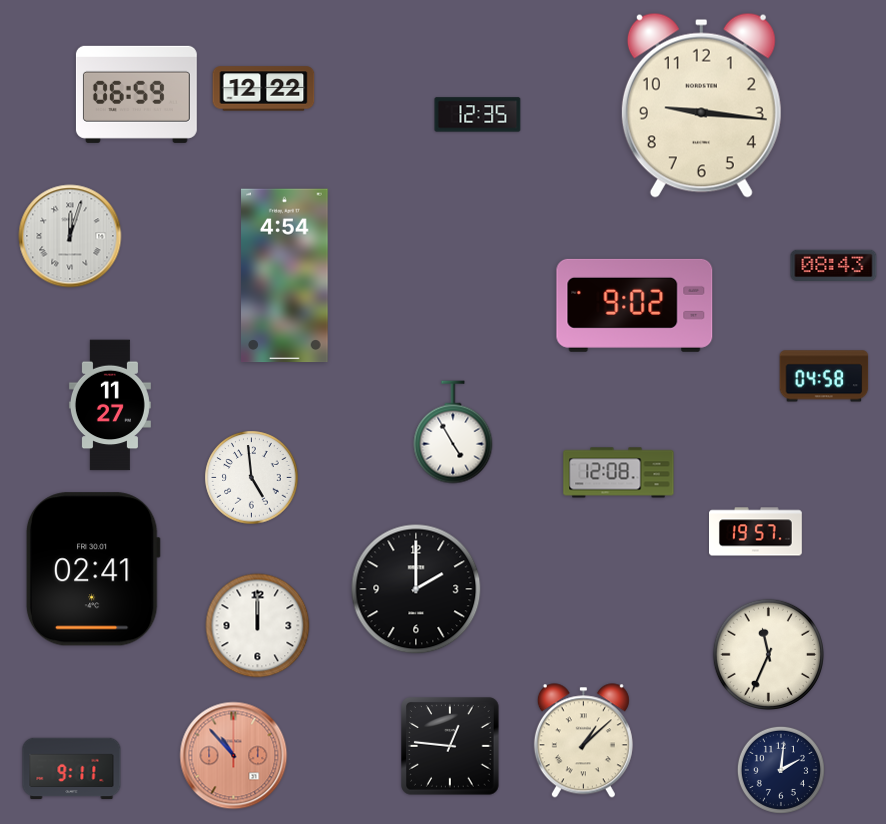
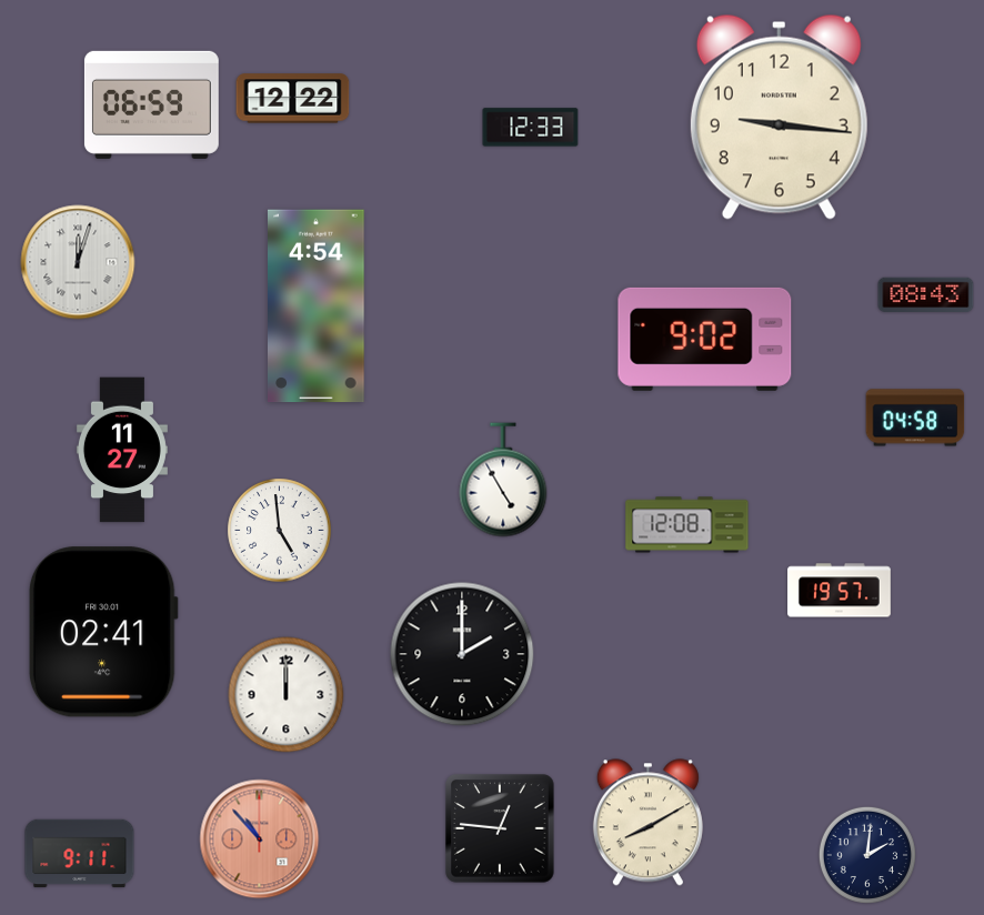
clock at (478, 115): 12:35 -> 12:33
clock at (768, 654): 11:34 -> none
clock at (583, 741): 1:08 -> 8:10
